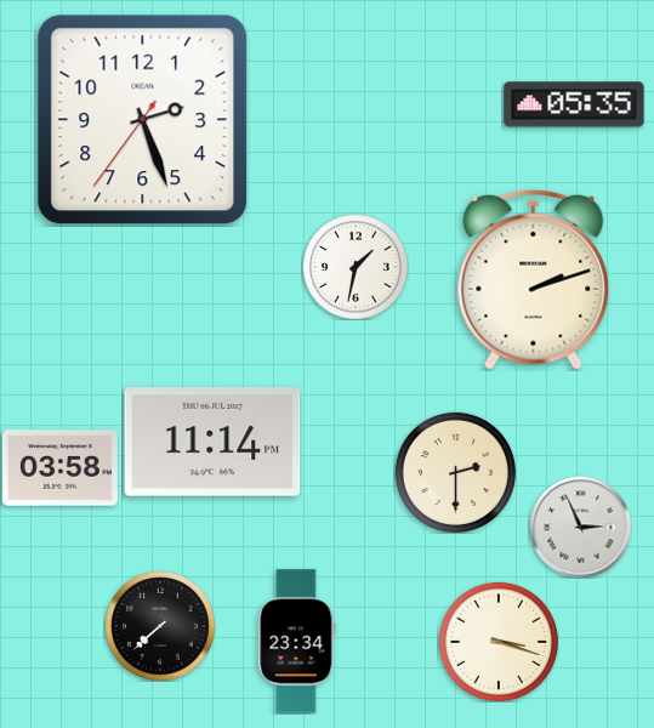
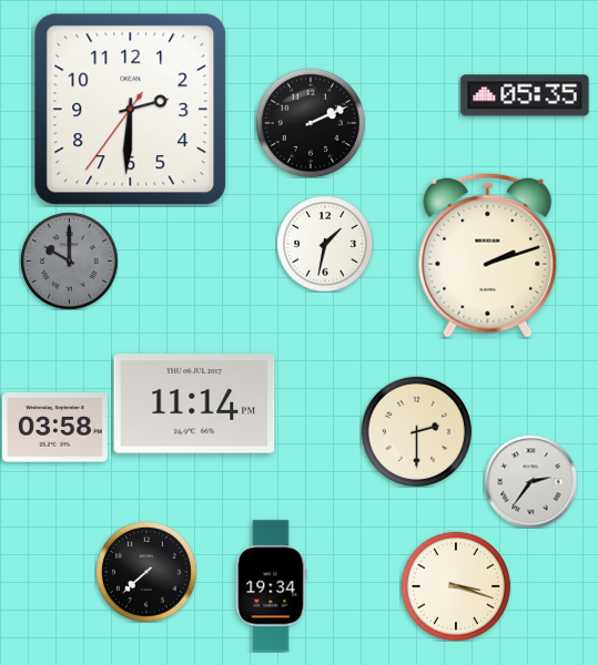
clock at (143, 120): 2:26 -> 2:30
clock at (311, 123): none -> 2:11
clock at (69, 260): none -> 10:00
clock at (580, 527): 2:56 -> 2:36
clock at (297, 642): 23:34 -> 19:34
